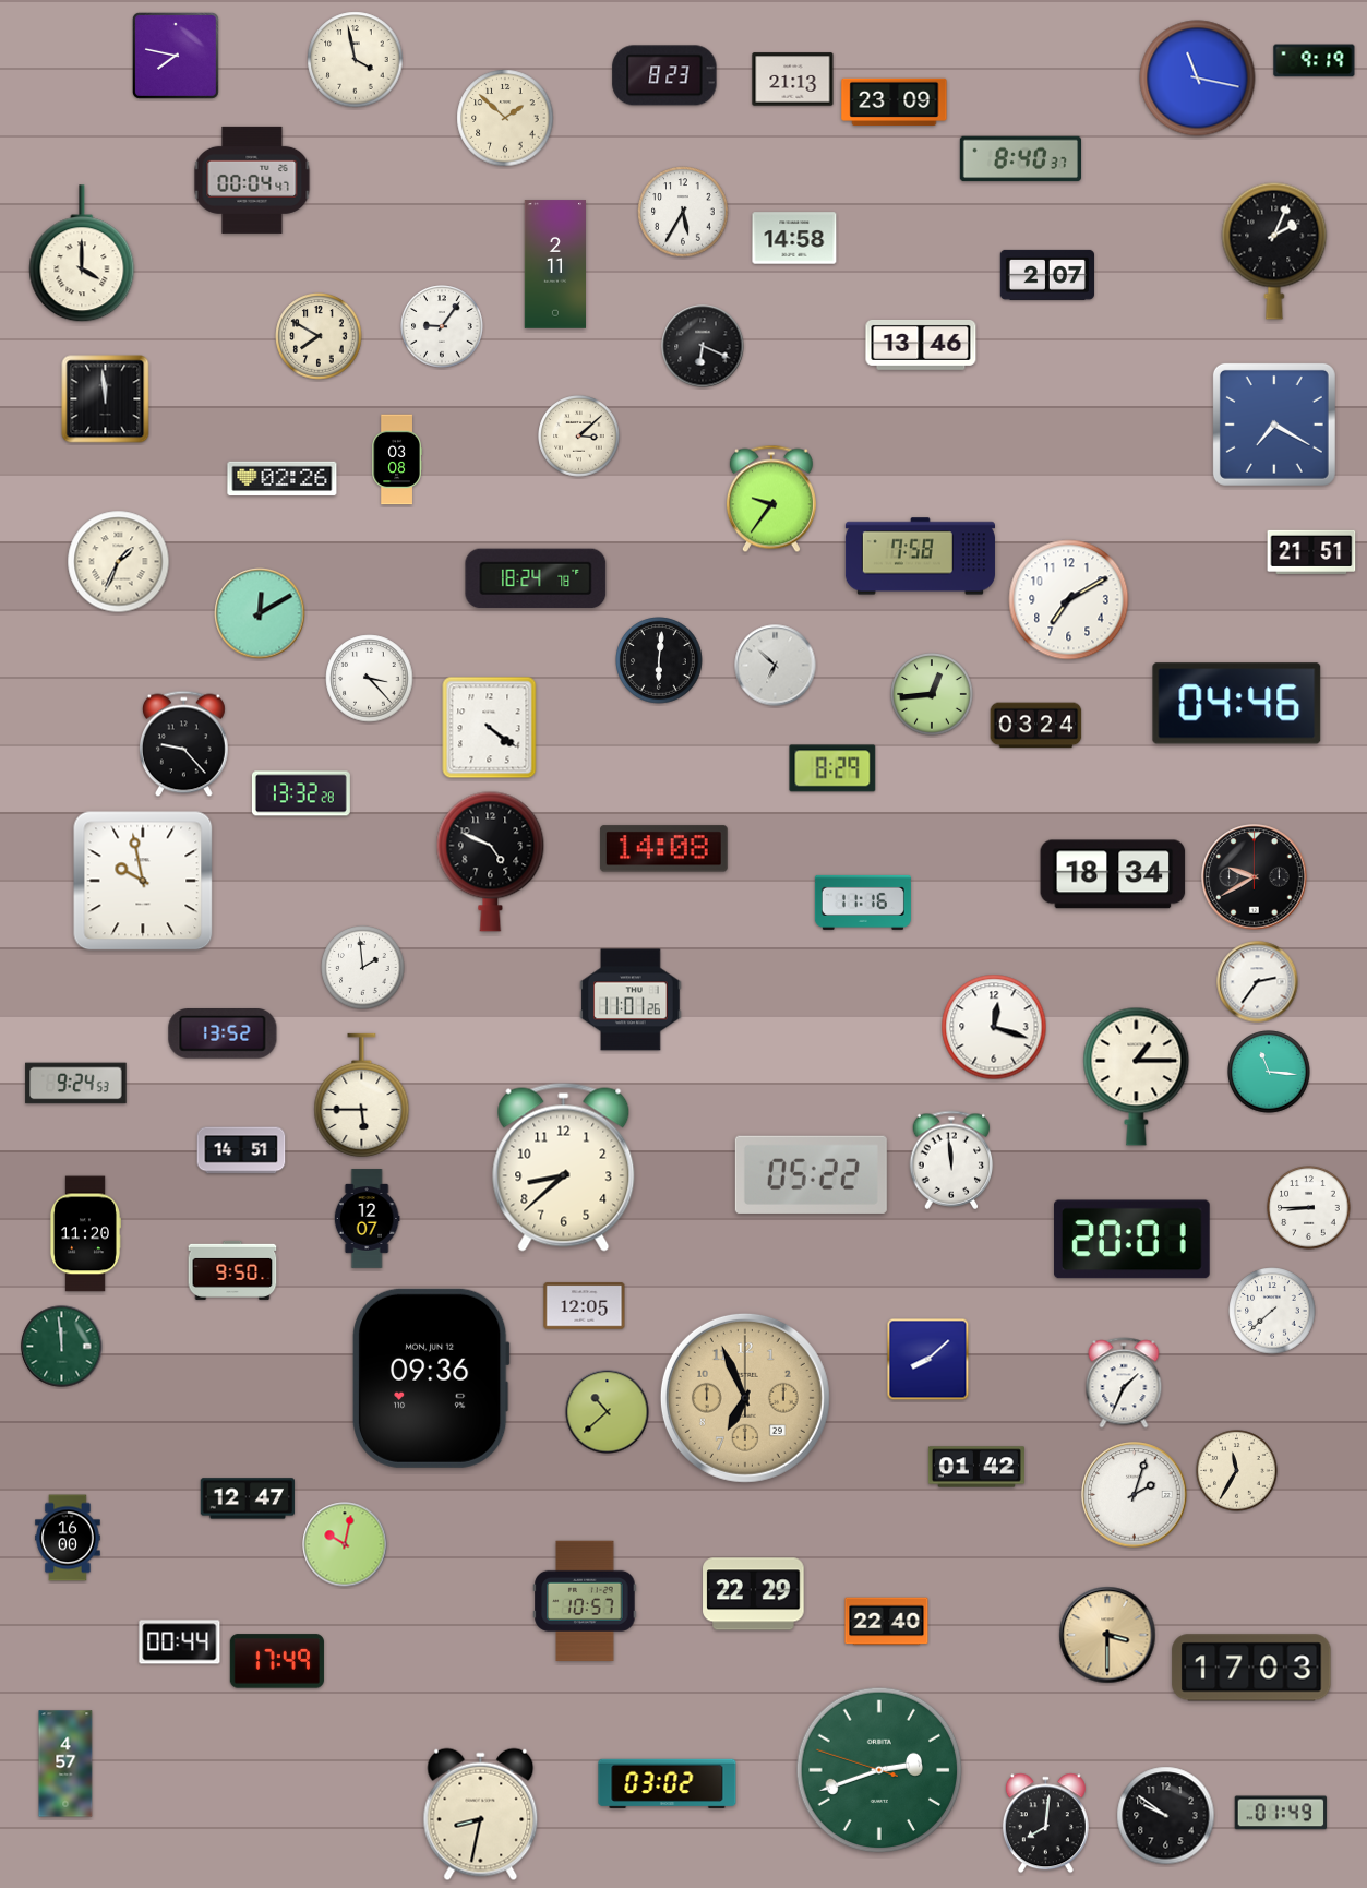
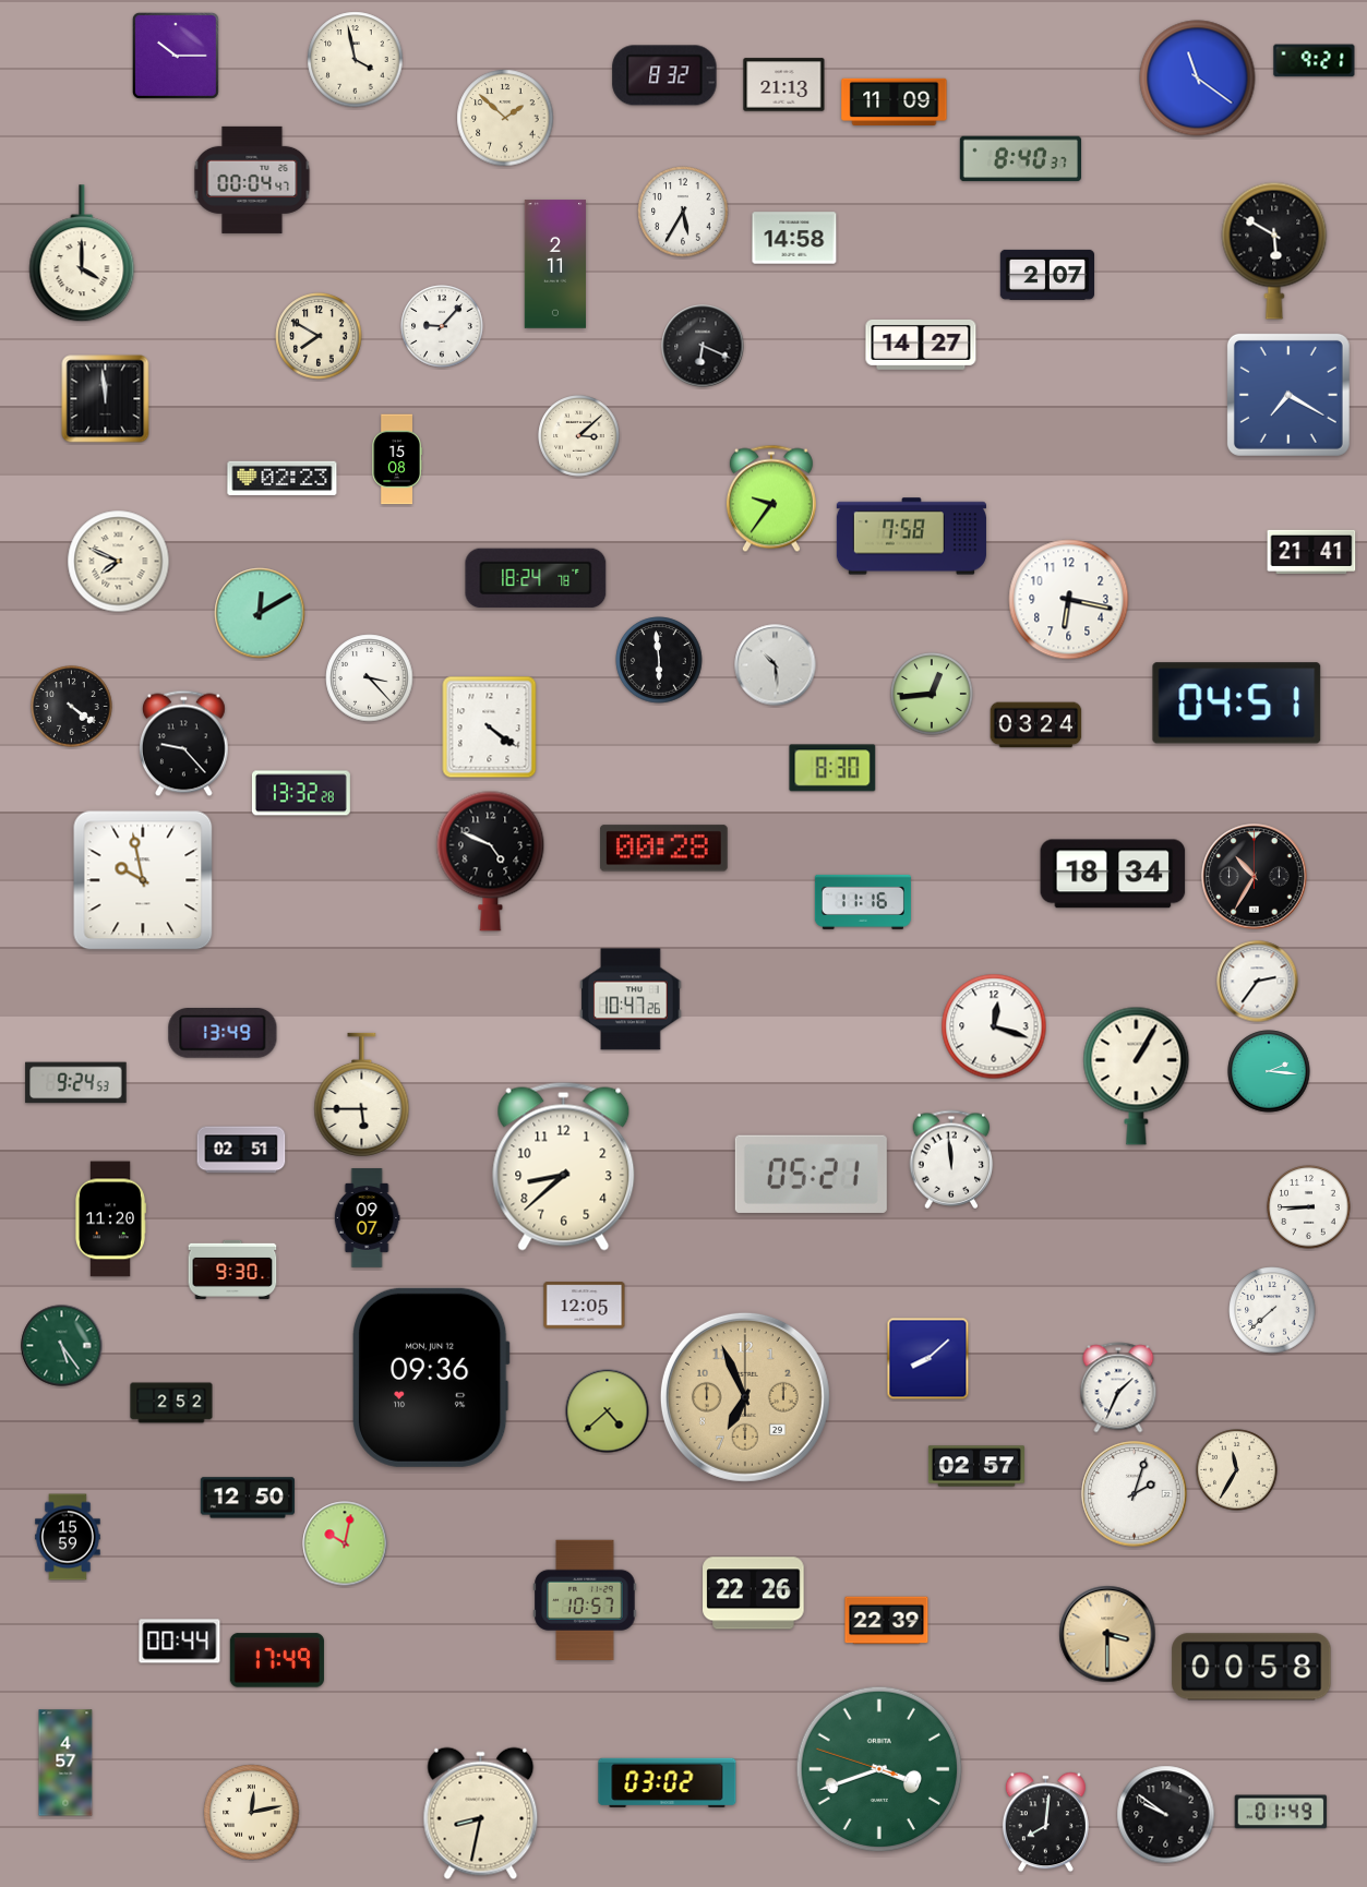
clock at (176, 56): 7:47 -> 10:15
clock at (1315, 61): 9:19 -> 9:21
clock at (664, 75): 8:23 -> 8:32
clock at (1198, 79): 11:17 -> 11:21
clock at (793, 80) position: (793, 80) -> (784, 85)
clock at (895, 101): 23:09 -> 11:09
clock at (1274, 251): 2:04 -> 5:50
clock at (442, 326): 9:06 -> 9:07
clock at (921, 345): 13:46 -> 14:27
clock at (1274, 425) position: (1274, 425) -> (1288, 395)
clock at (397, 459): 03:08 -> 15:08
clock at (283, 479): 02:26 -> 02:23
clock at (1311, 552): 21:51 -> 21:41
clock at (920, 557) position: (920, 557) -> (911, 537)
clock at (119, 562): 1:34 -> 7:49
clock at (1069, 600): 7:10 -> 6:17
clock at (659, 660): 6:01 -> 5:59
clock at (776, 666): 6:52 -> 10:29
clock at (1237, 704): 04:46 -> 04:51
clock at (72, 707): none -> 4:21
clock at (832, 768): 8:29 -> 8:30
clock at (663, 849): 14:08 -> 00:28
clock at (1255, 877): 9:40 -> 10:35
clock at (363, 968): 1:59 -> none
clock at (631, 1000): 11:01 -> 10:47
clock at (223, 1035): 13:52 -> 13:49
clock at (1269, 1072): 11:16 -> 2:16
clock at (1137, 1076): 1:15 -> 1:05
clock at (241, 1150): 14:51 -> 02:51
clock at (811, 1174): 05:22 -> 05:21
clock at (367, 1219): 12:07 -> 09:07
clock at (85, 1234) position: (85, 1234) -> (110, 1219)
clock at (1132, 1240): 20:01 -> none
clock at (232, 1270): 9:50 -> 9:30
clock at (62, 1347): 11:59 -> 5:24
clock at (1124, 1383) position: (1124, 1383) -> (1118, 1387)
clock at (171, 1403): none -> 2:52
clock at (608, 1412): 10:38 -> 4:38
clock at (976, 1467): 01:42 -> 02:57
clock at (248, 1498): 12:47 -> 12:50
clock at (68, 1538): 16:00 -> 15:59
clock at (754, 1594): 22:29 -> 22:26
clock at (887, 1622): 22:40 -> 22:39
clock at (1251, 1668): 17:03 -> 00:58
clock at (879, 1770): 2:41 -> 3:41
clock at (252, 1813): none -> 12:13
